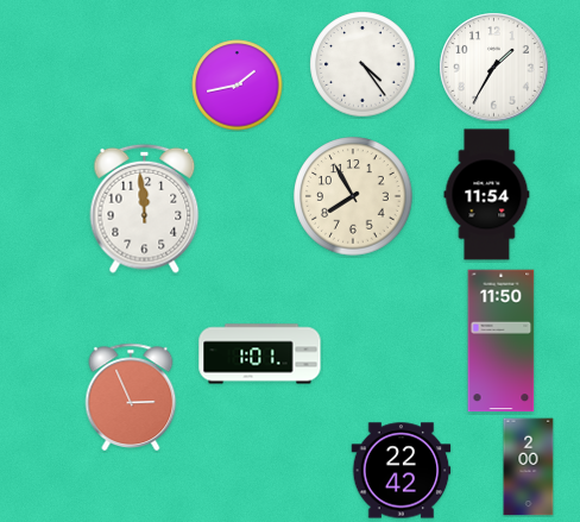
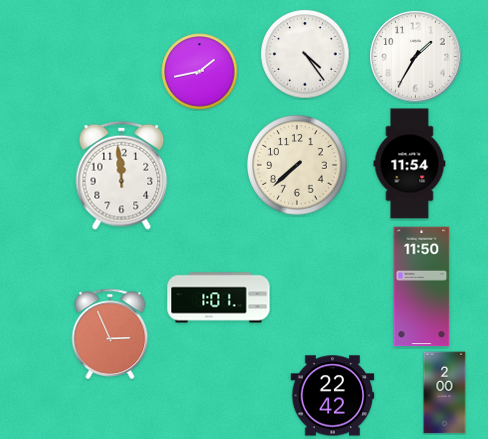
clock at (353, 196): 7:55 -> 7:38
clock at (402, 471) position: (402, 471) -> (333, 396)
